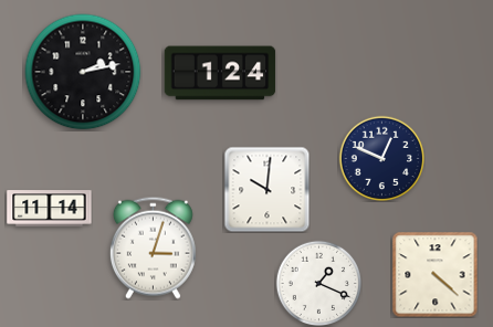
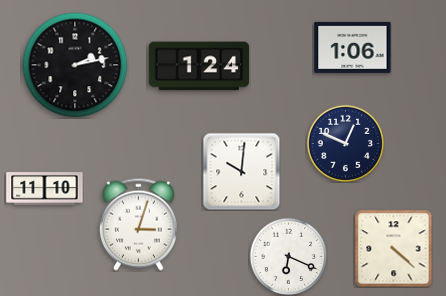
clock at (353, 47): none -> 1:06
clock at (50, 209): 11:14 -> 11:10
clock at (318, 283): 1:19 -> 6:19
